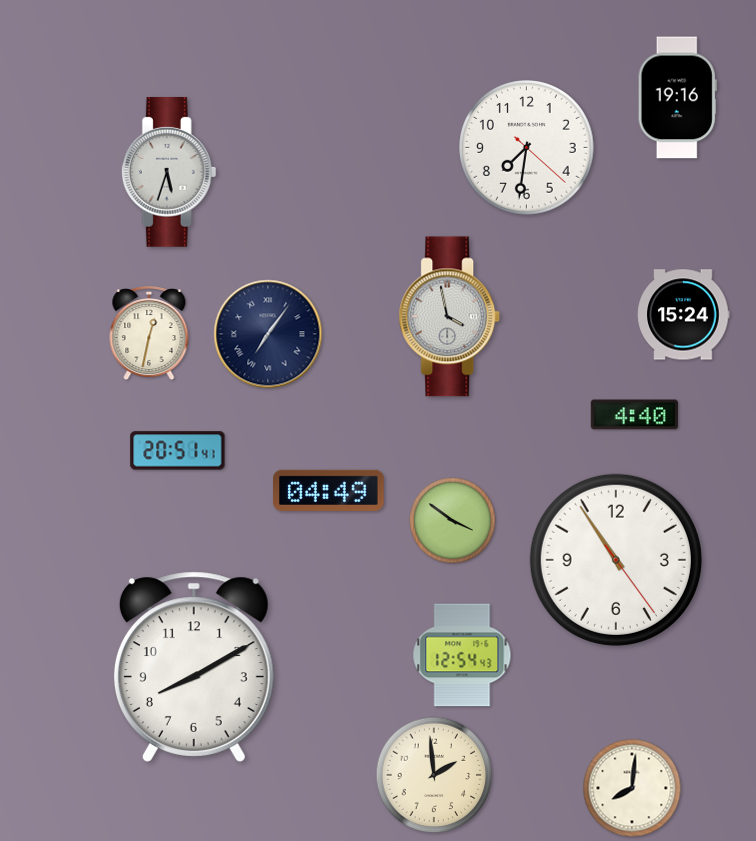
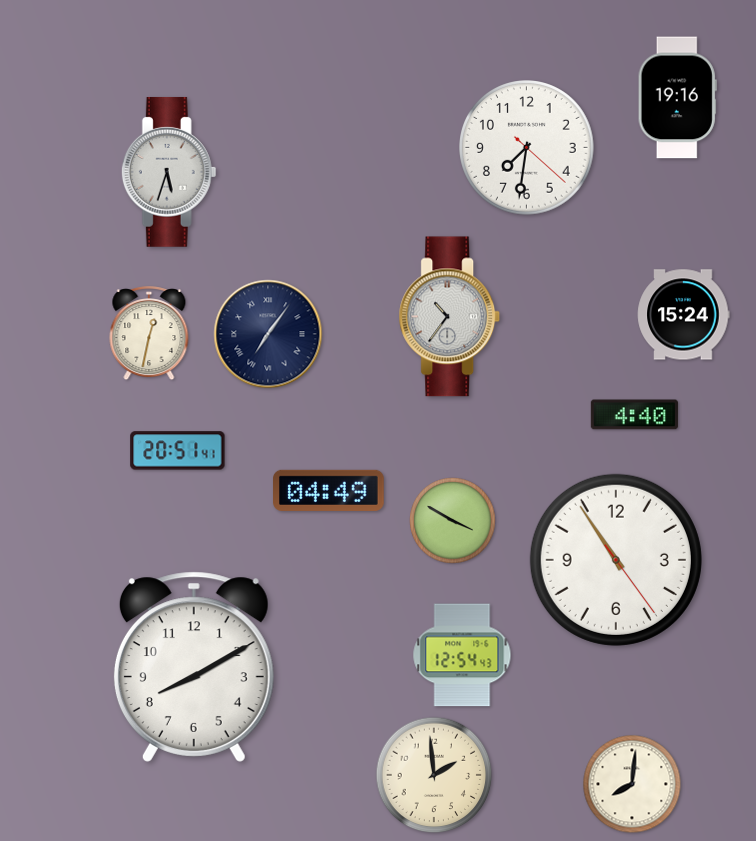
clock at (450, 317): 3:58 -> 10:36
clock at (453, 521): 3:51 -> 3:50
clock at (632, 788) position: (632, 788) -> (632, 784)
